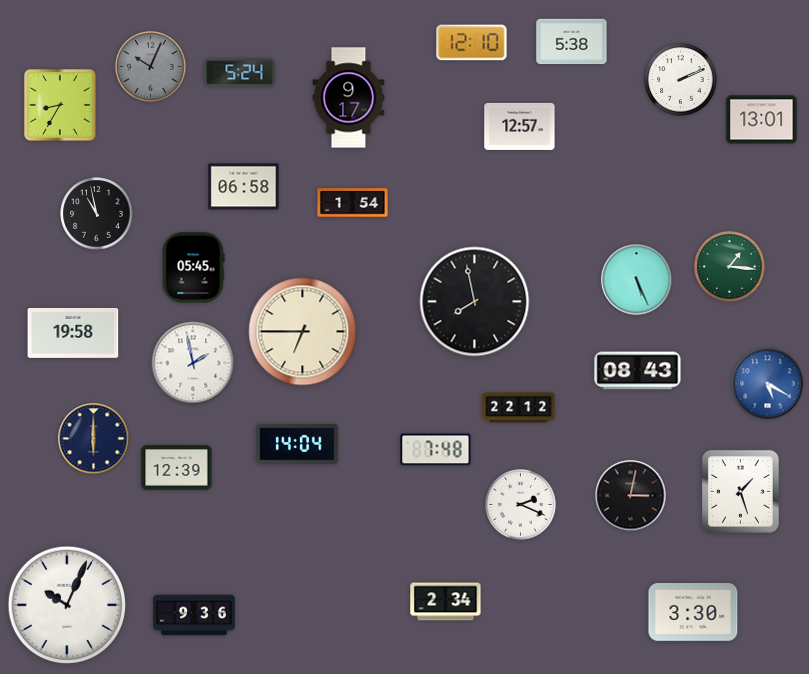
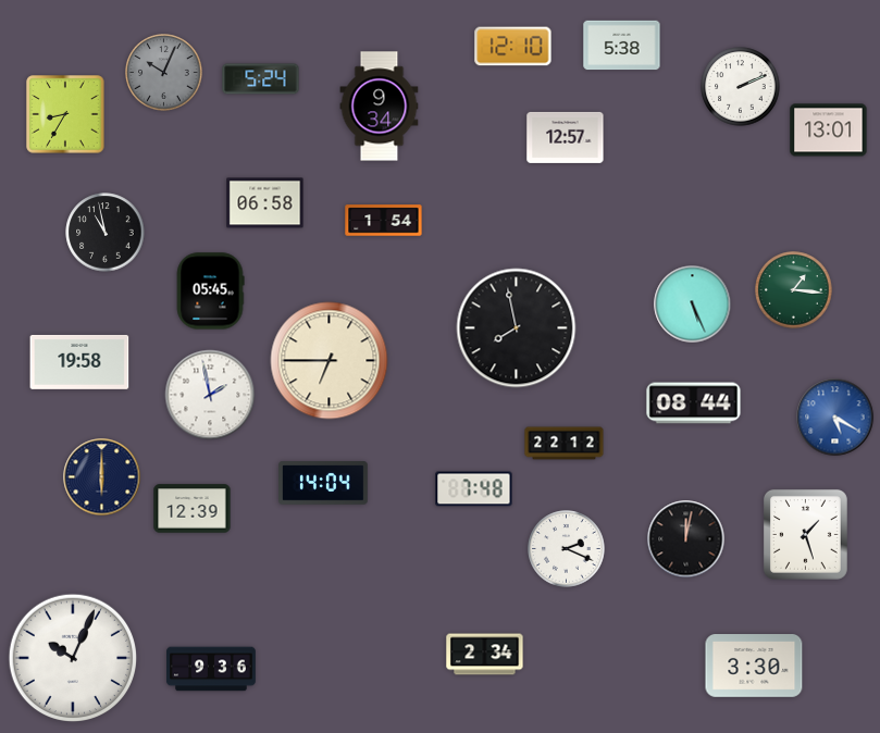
clock at (349, 98): 9:17 -> 9:34
clock at (638, 371): 08:43 -> 08:44
clock at (631, 496): 3:02 -> 12:02
